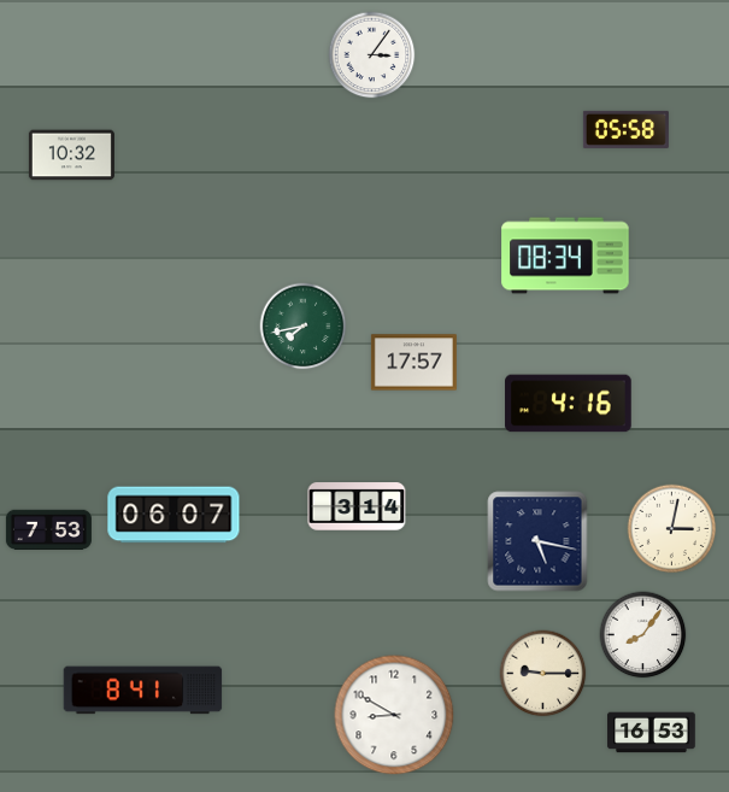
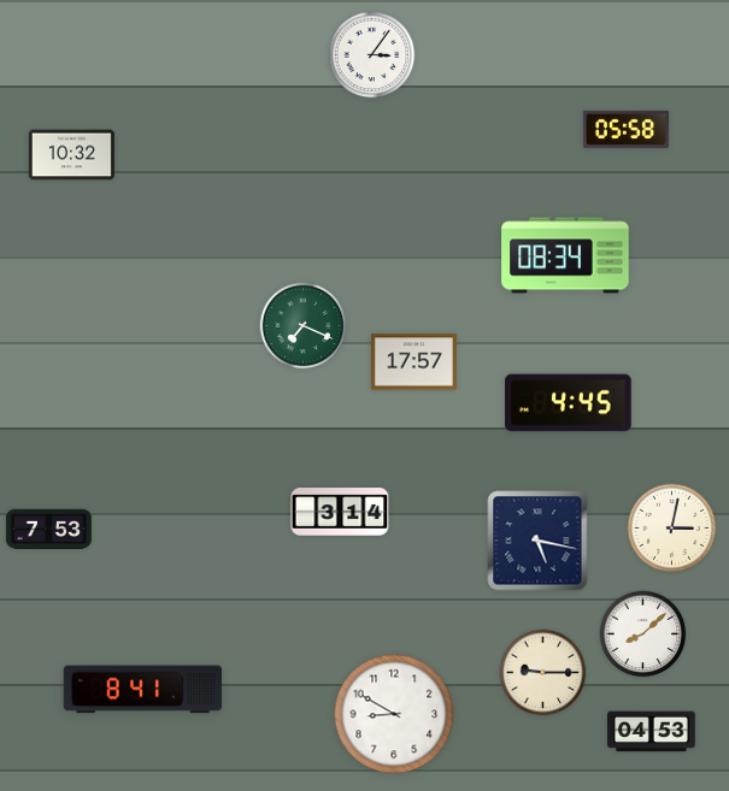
clock at (304, 327): 7:43 -> 7:19
clock at (569, 404): 4:16 -> 4:45
clock at (357, 506) position: (357, 506) -> (340, 512)
clock at (174, 515): 06:07 -> none
clock at (643, 635): 8:06 -> 8:08
clock at (652, 733): 16:53 -> 04:53
